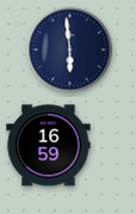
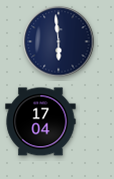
clock at (49, 146): 16:59 -> 17:04
